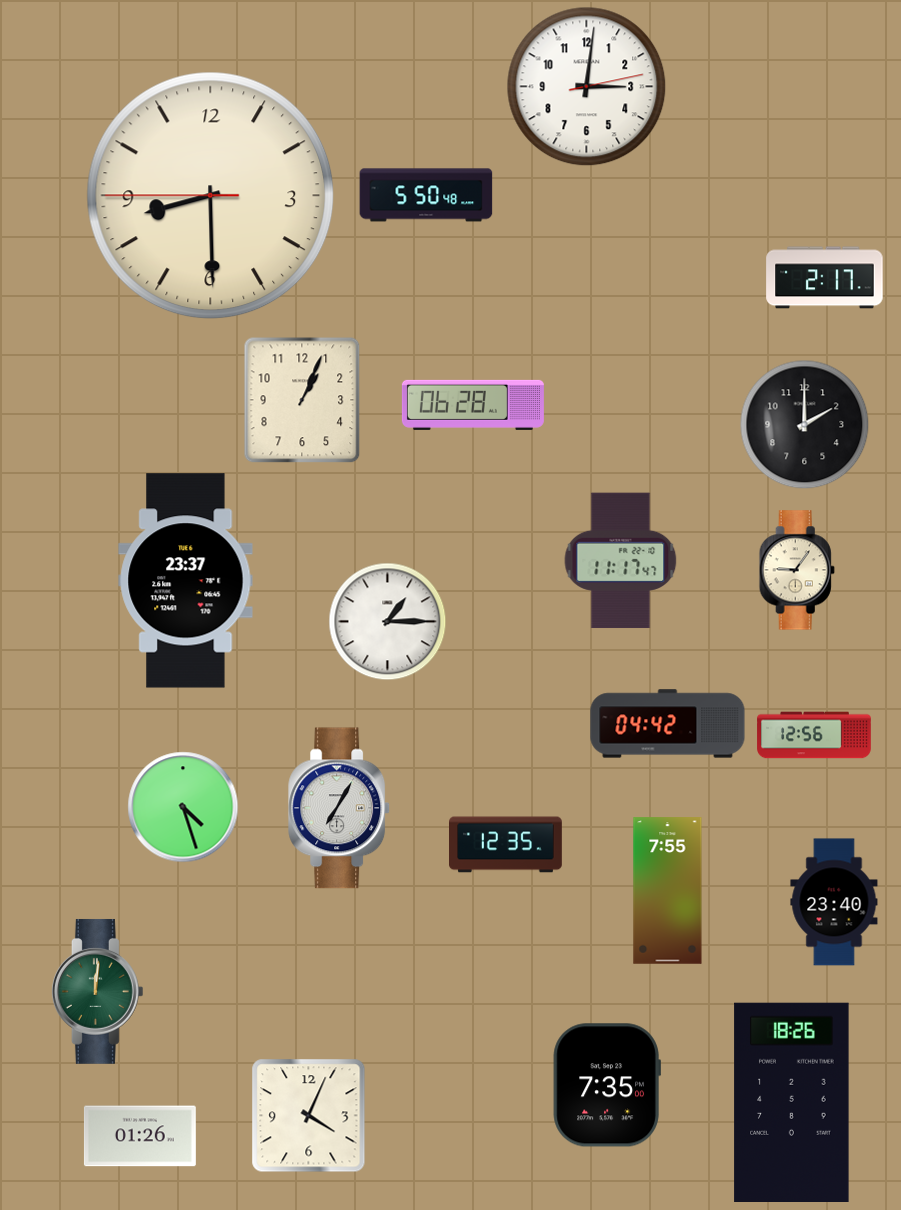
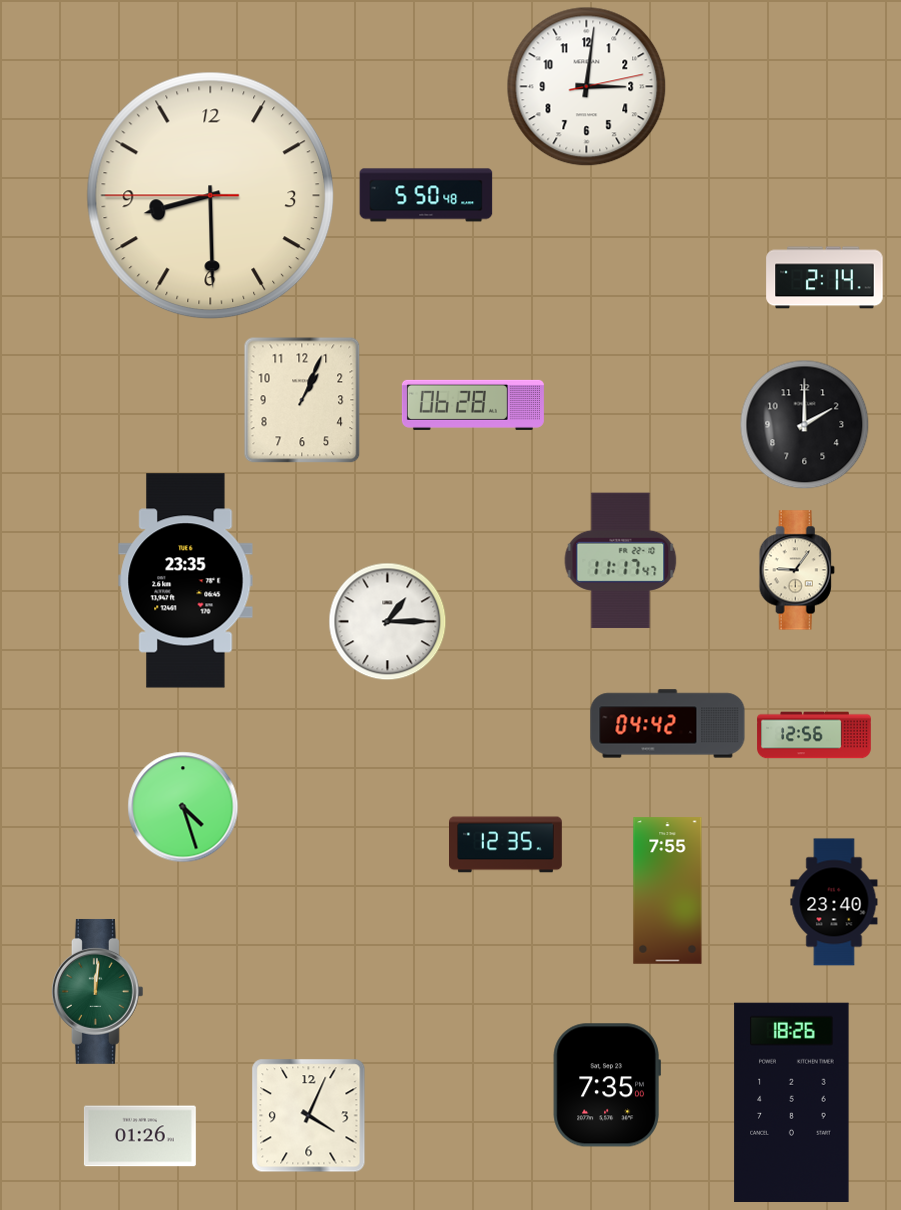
clock at (825, 278): 2:17 -> 2:14
clock at (186, 581): 23:37 -> 23:35
clock at (340, 808): 7:05 -> none
